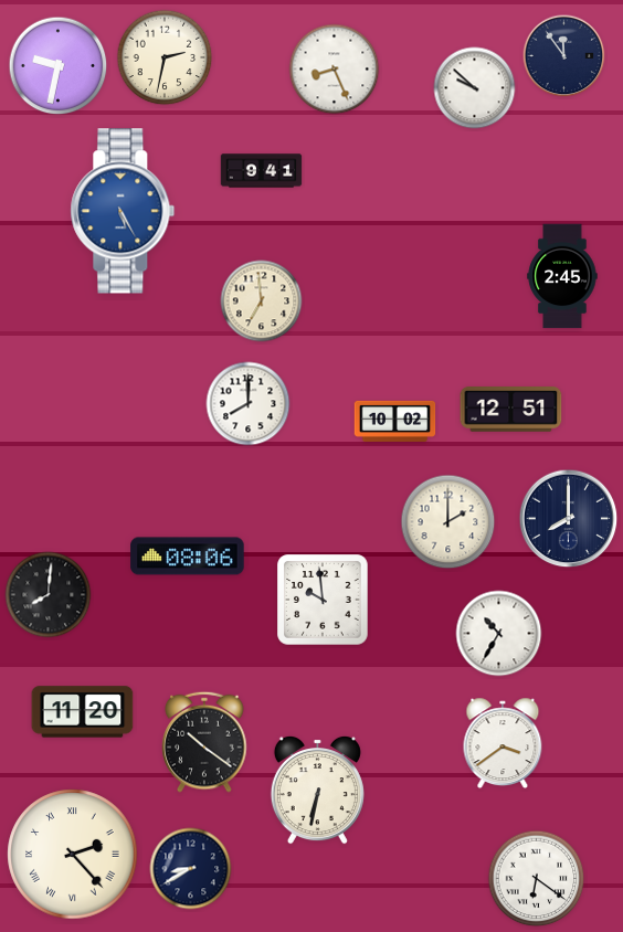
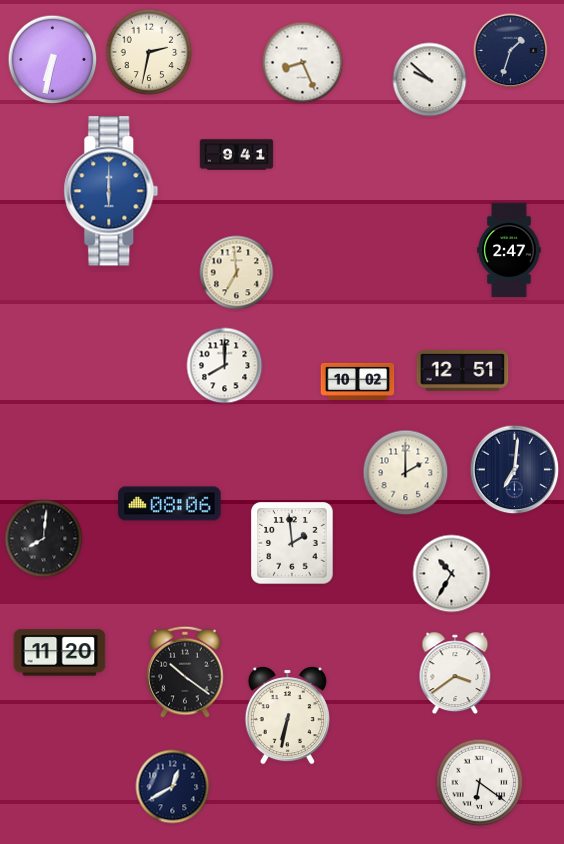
clock at (564, 56): 11:54 -> 1:33
clock at (59, 66): 9:32 -> 6:32
clock at (123, 211): 5:25 -> 6:00
clock at (562, 276): 2:45 -> 2:47
clock at (569, 519): 8:00 -> 7:01
clock at (323, 600): 9:59 -> 1:59
clock at (83, 712) position: (83, 712) -> (60, 653)
clock at (73, 855): 2:23 -> none
clock at (191, 869): 8:40 -> 12:40
clock at (537, 879) position: (537, 879) -> (480, 783)
